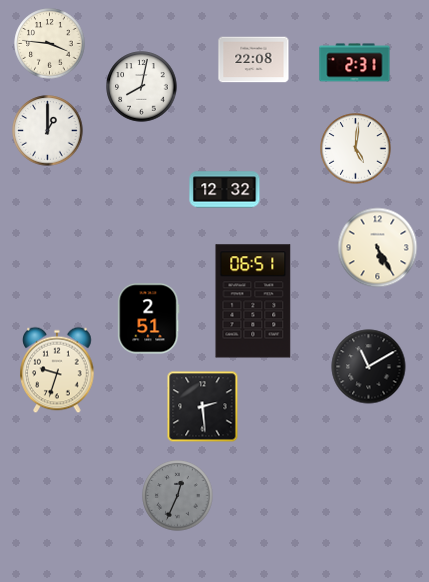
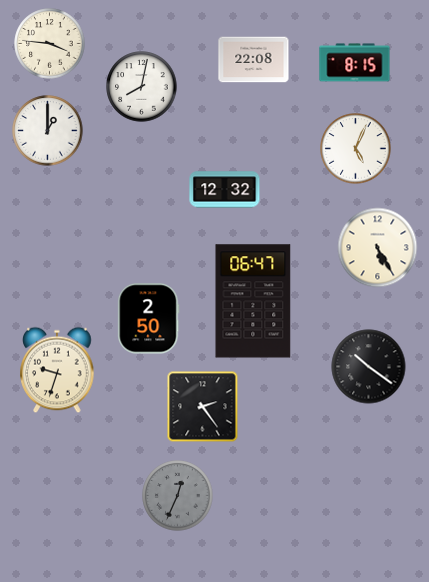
clock at (355, 63): 2:31 -> 8:15
clock at (356, 149): 5:01 -> 5:04
clock at (253, 301): 06:51 -> 06:47
clock at (149, 319): 2:51 -> 2:50
clock at (369, 367): 11:10 -> 10:21
clock at (203, 407): 2:29 -> 2:24
